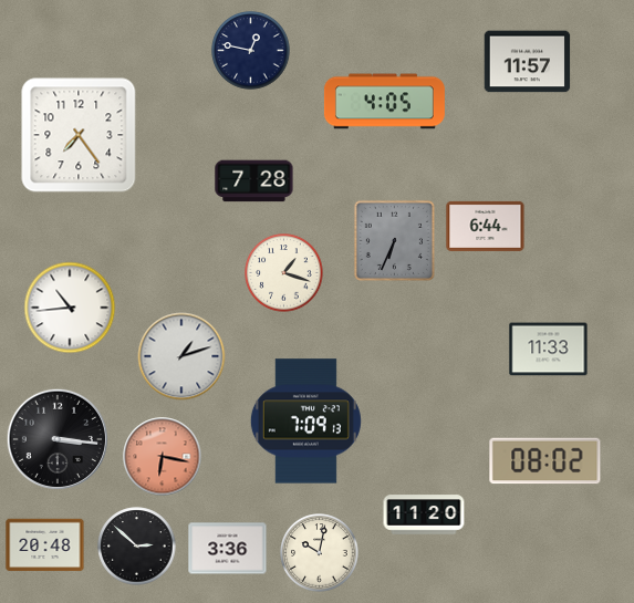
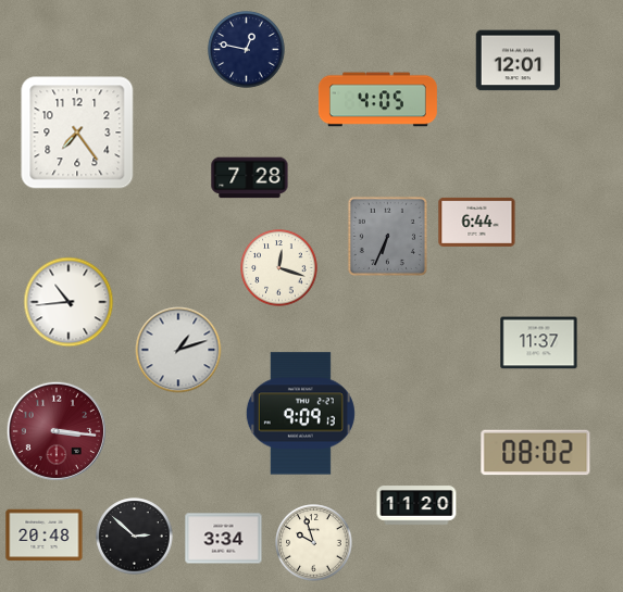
clock at (528, 62): 11:57 -> 12:01
clock at (284, 273): 1:18 -> 12:18
clock at (549, 350): 11:33 -> 11:37
clock at (305, 422): 7:09 -> 9:09
clock at (56, 438) dial: black -> burgundy
clock at (163, 457): 6:17 -> none
clock at (228, 549): 3:36 -> 3:34
clock at (320, 553): 10:02 -> 9:57
